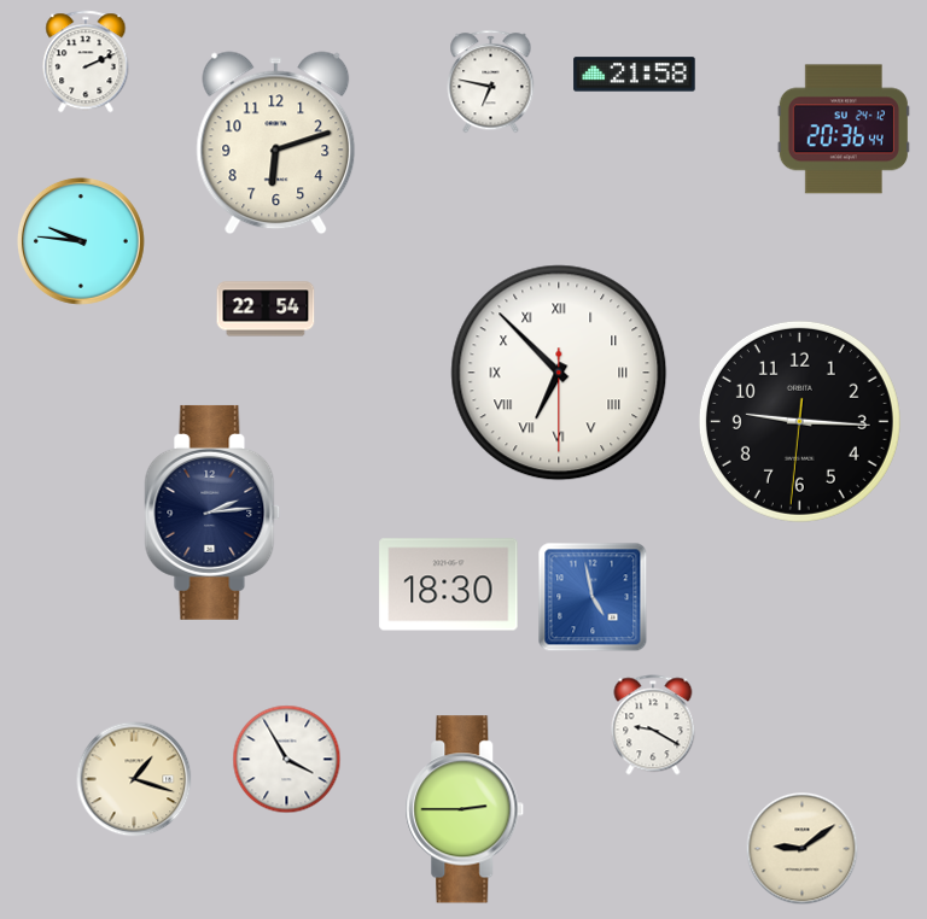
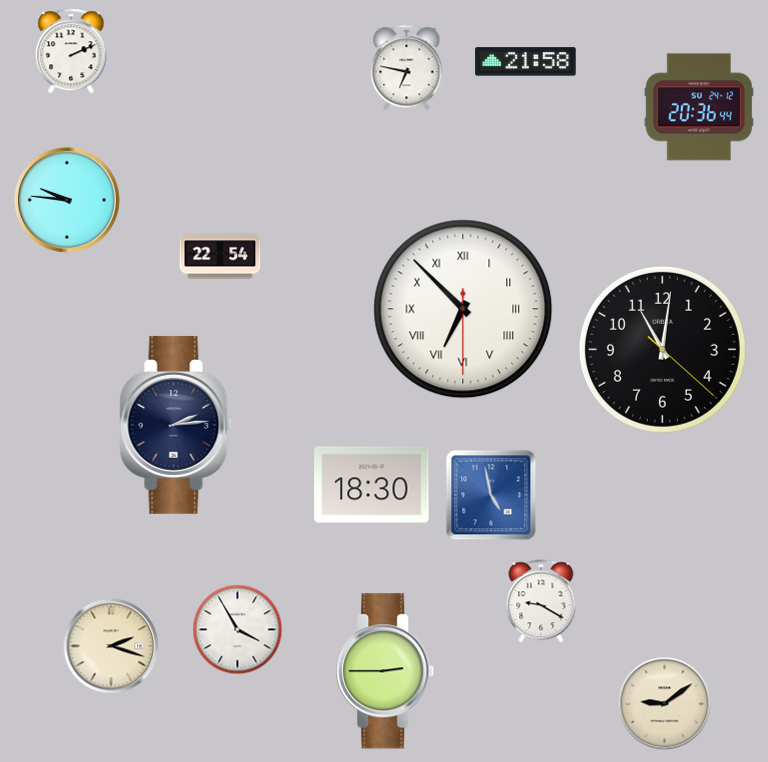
clock at (276, 144): 6:12 -> none
clock at (799, 421): 9:15 -> 11:01
clock at (134, 779): 1:18 -> 2:18
